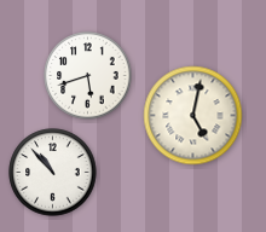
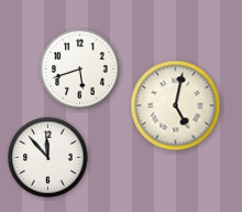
clock at (53, 173): 10:53 -> 11:53
